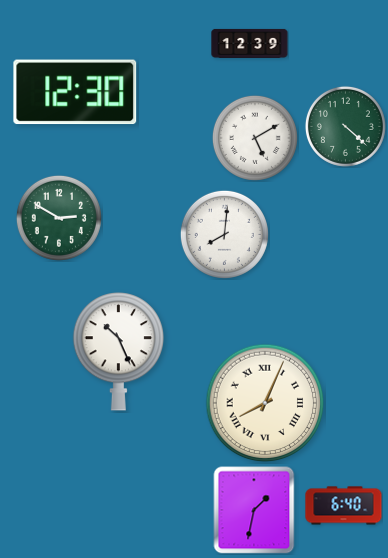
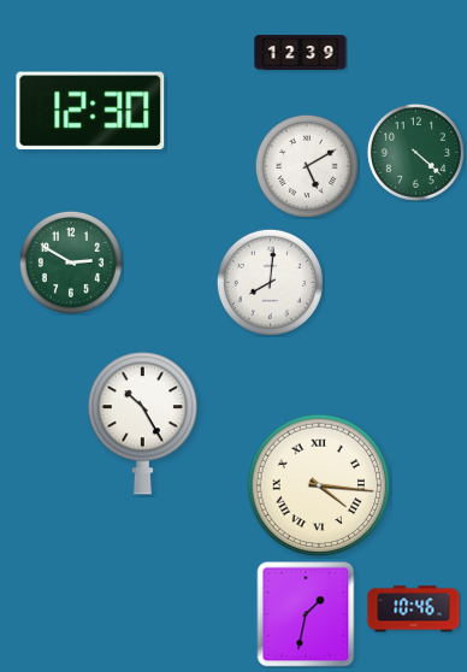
clock at (119, 352): 10:26 -> 10:25
clock at (265, 403): 8:04 -> 4:16
clock at (344, 506): 6:40 -> 10:46
